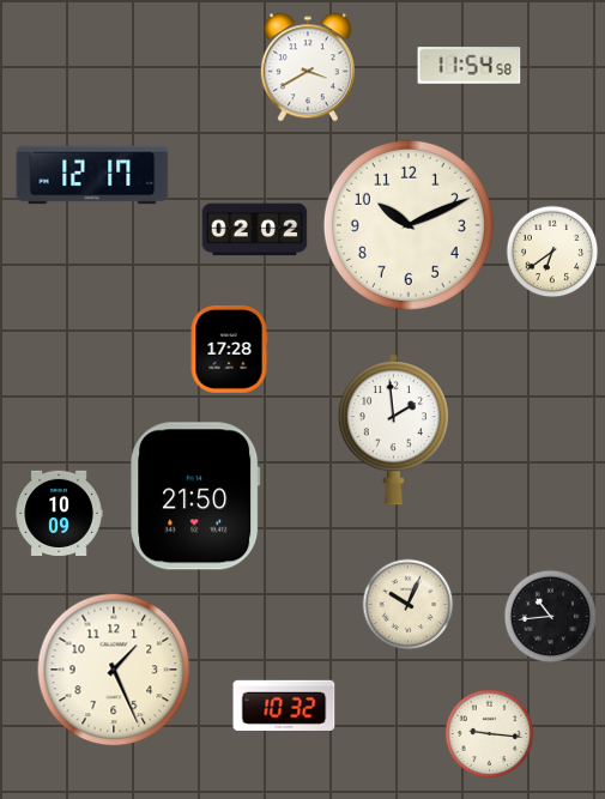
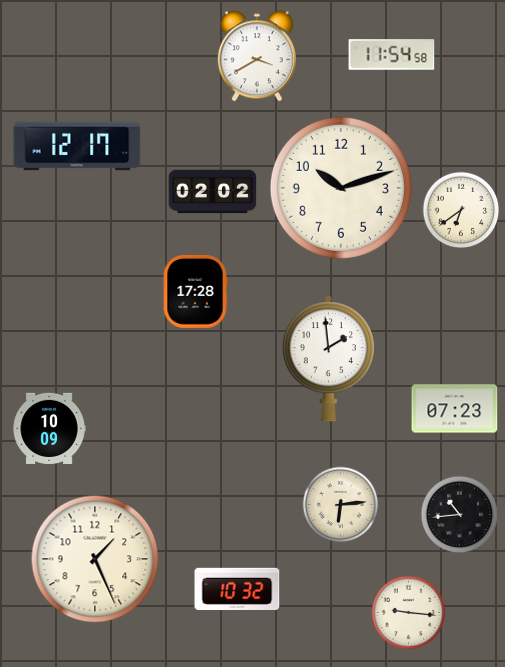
clock at (409, 225): 10:11 -> 10:12
clock at (229, 349) position: (229, 349) -> (195, 291)
clock at (455, 409): none -> 07:23
clock at (195, 496): 21:50 -> none
clock at (409, 605): 10:04 -> 6:14
